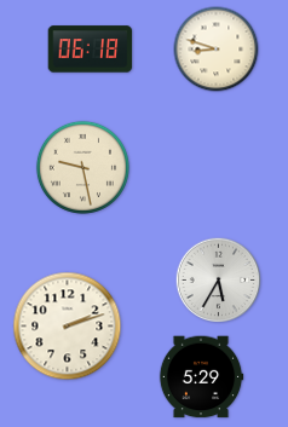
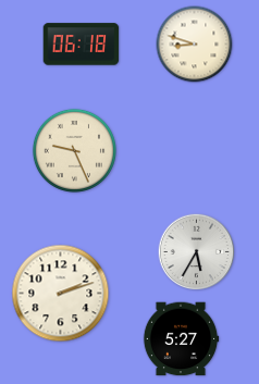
clock at (82, 167): 9:28 -> 9:26
clock at (201, 377): 5:29 -> 5:27
